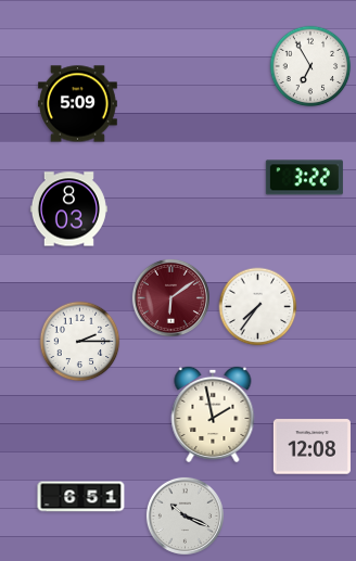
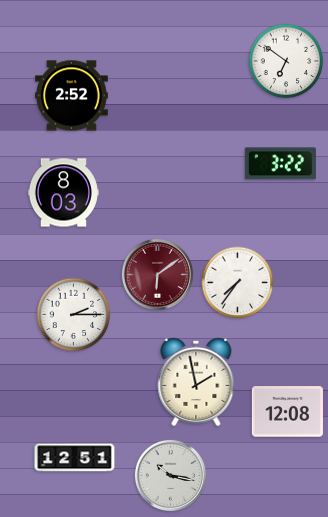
clock at (310, 66): 6:55 -> 6:51
clock at (78, 104): 5:09 -> 2:52
clock at (81, 497): 6:51 -> 12:51
clock at (185, 515): 10:19 -> 10:17
